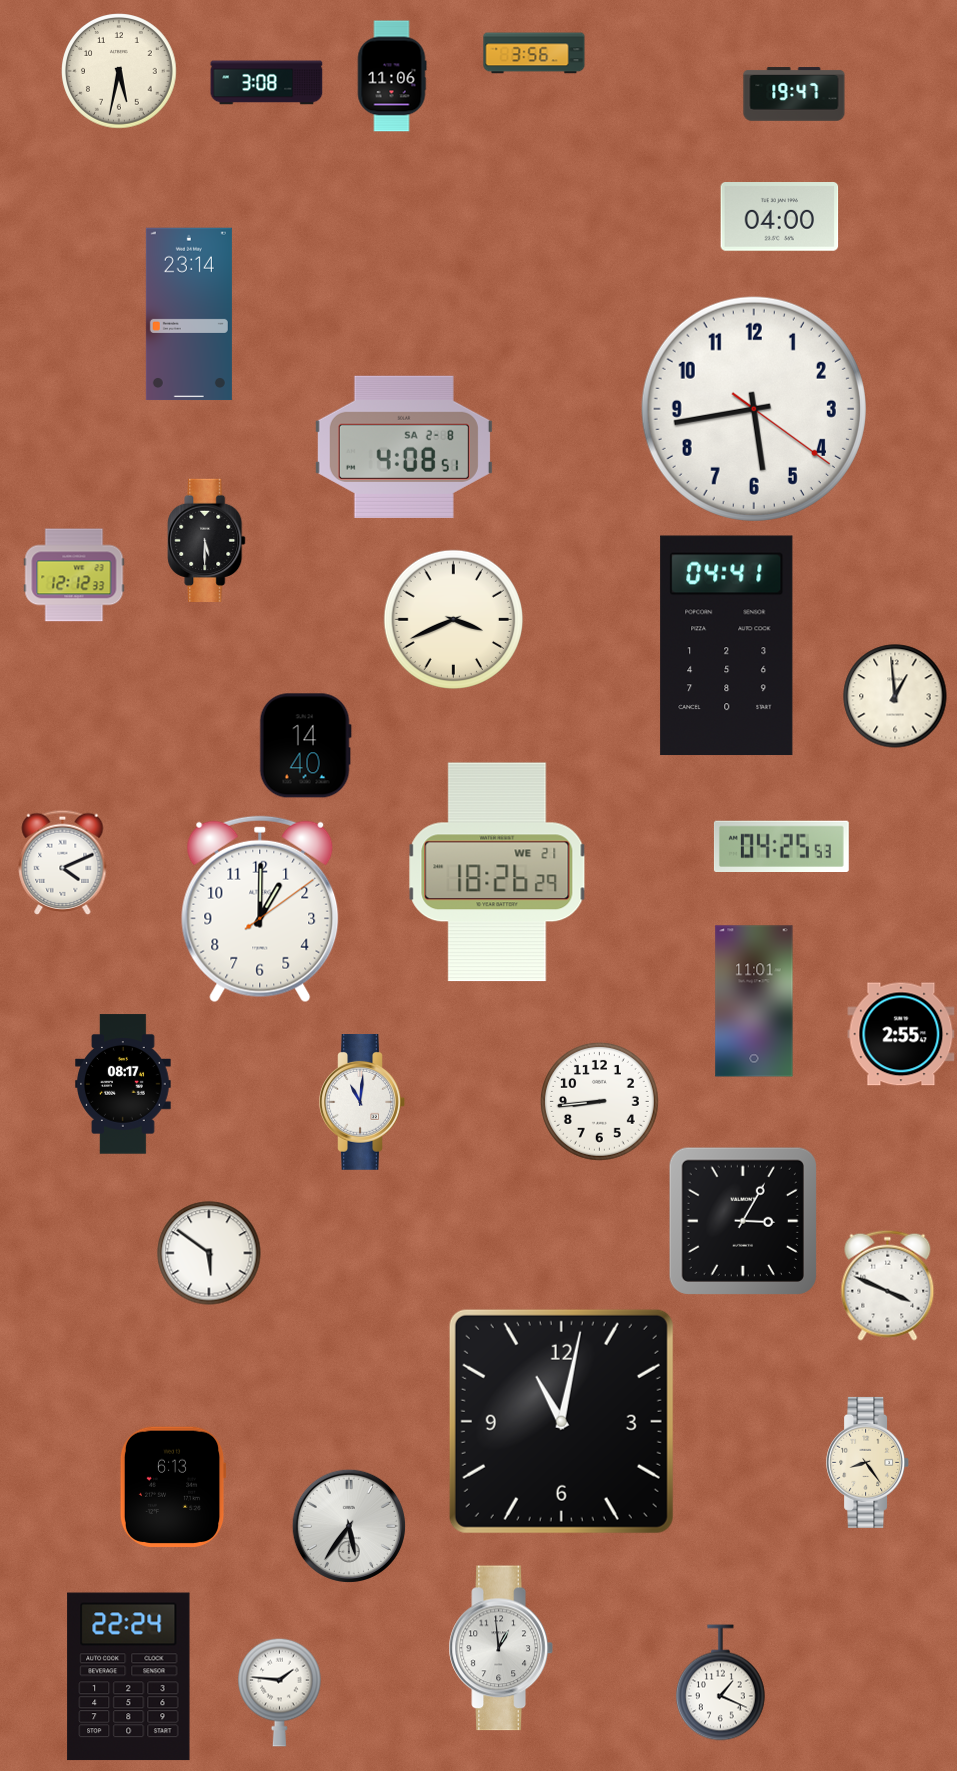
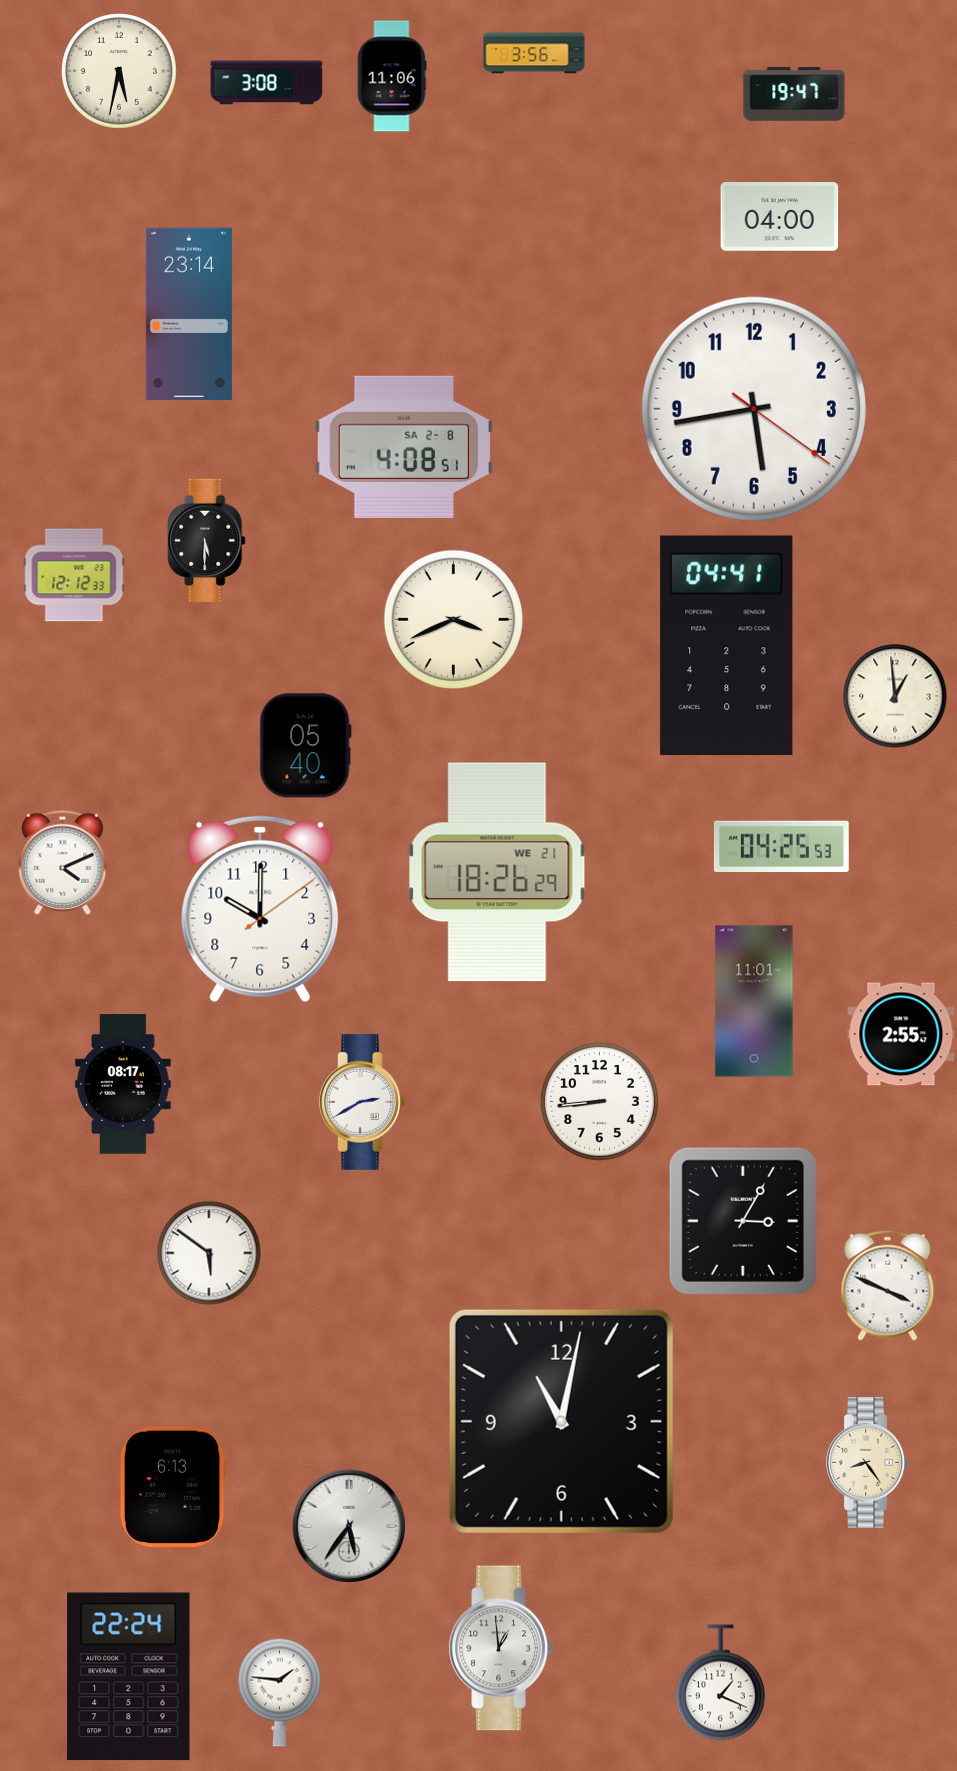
clock at (305, 746): 14:40 -> 05:40
clock at (260, 909): 1:00 -> 10:00
clock at (362, 1103): 11:01 -> 2:40
